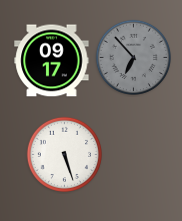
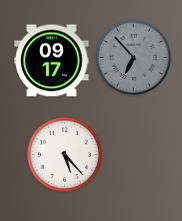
clock at (64, 154): 5:27 -> 5:23
